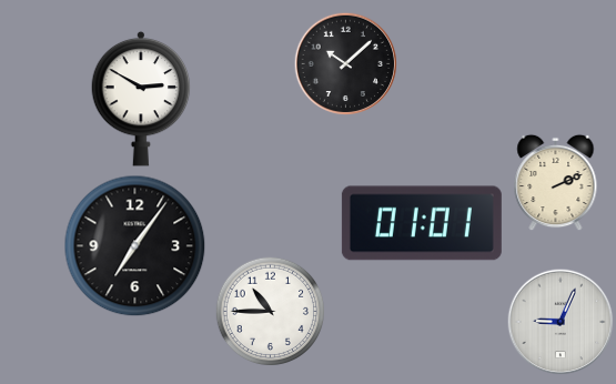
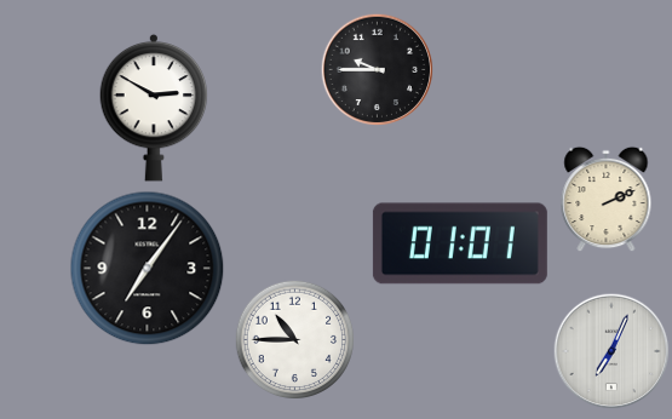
clock at (345, 63): 10:08 -> 9:45
clock at (561, 322): 9:04 -> 7:04
